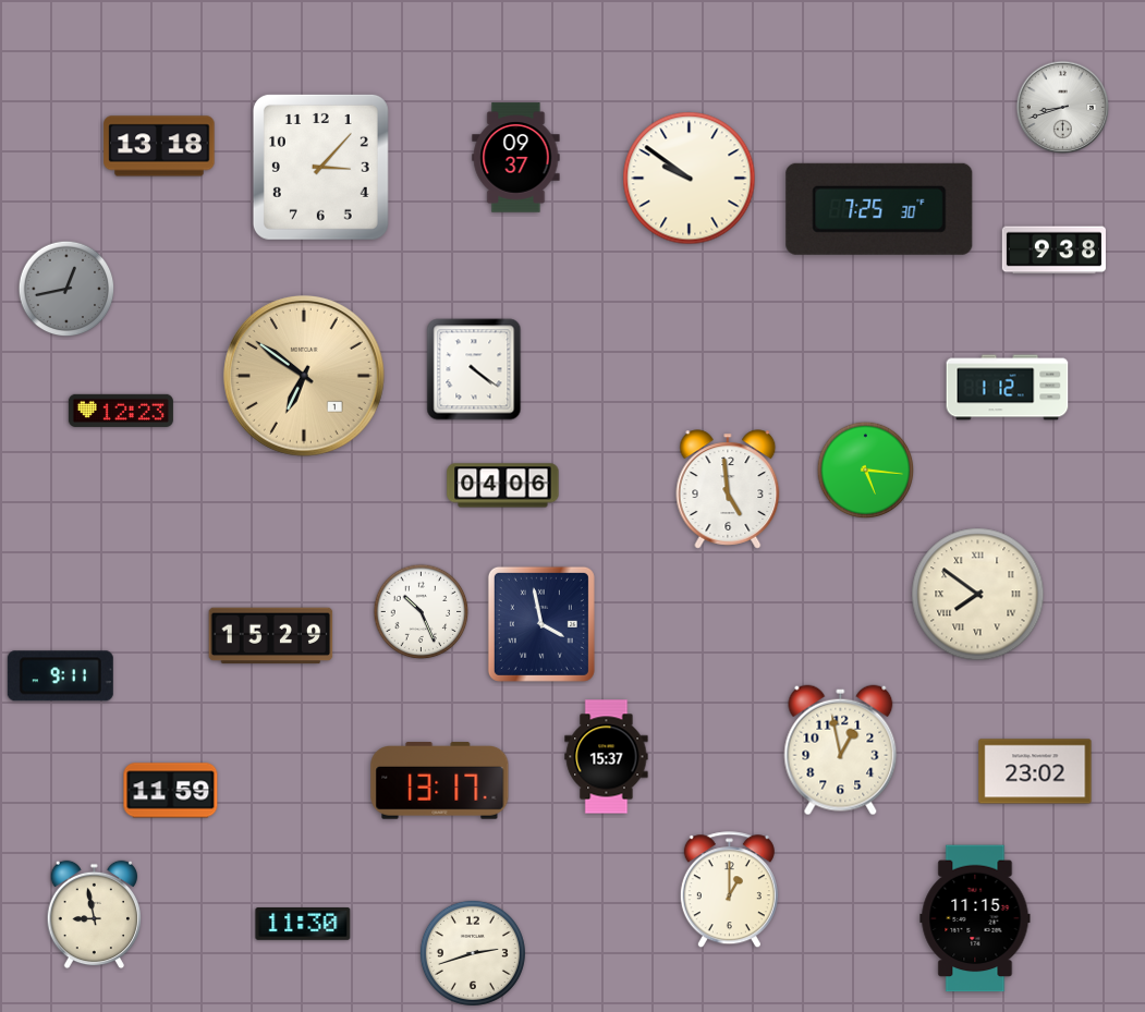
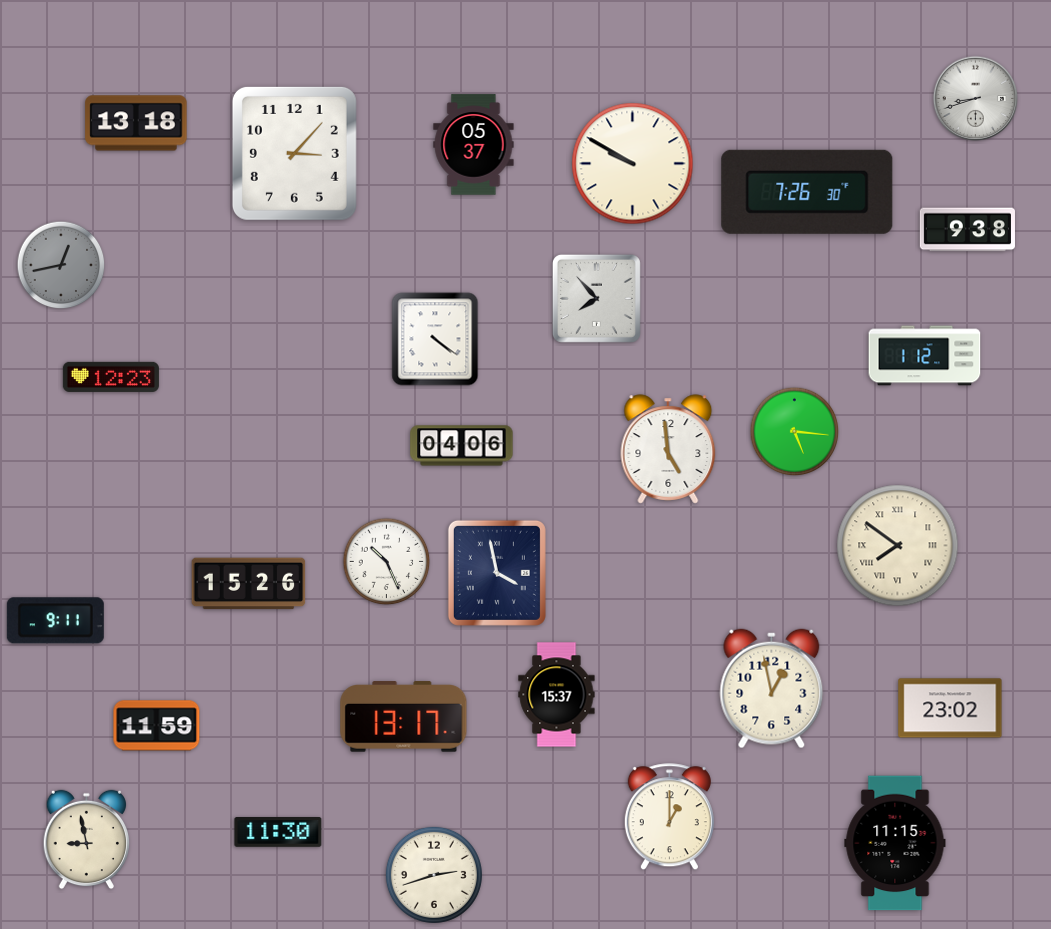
clock at (159, 146) position: (159, 146) -> (136, 123)
clock at (516, 158): 09:37 -> 05:37
clock at (690, 179): 9:51 -> 9:50
clock at (879, 209): 7:25 -> 7:26
clock at (596, 298): none -> 7:53
clock at (304, 376): 6:51 -> none
clock at (271, 636): 15:29 -> 15:26
clock at (303, 925) position: (303, 925) -> (278, 833)
